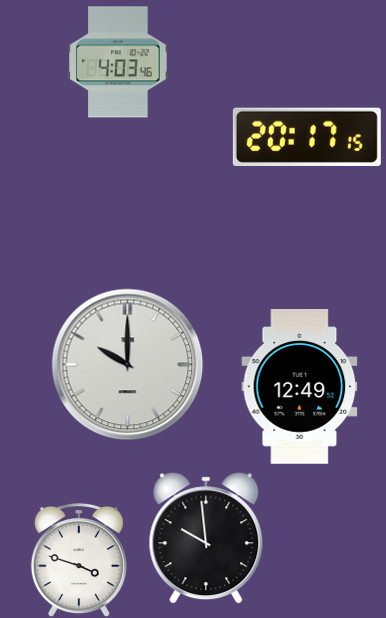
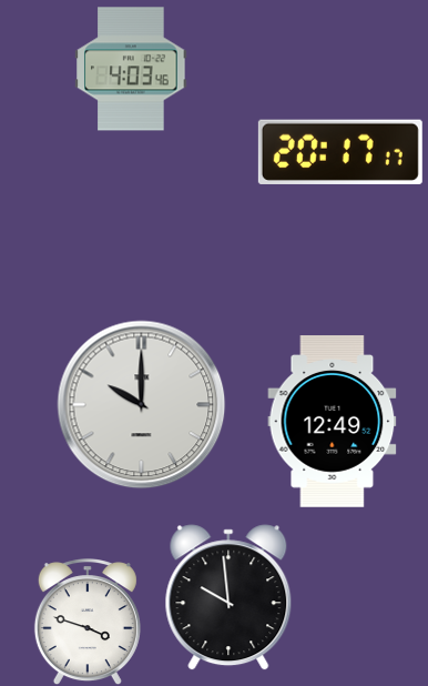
clock at (307, 137): 20:17:15 -> 20:17:17
clock at (300, 387) position: (300, 387) -> (333, 422)
